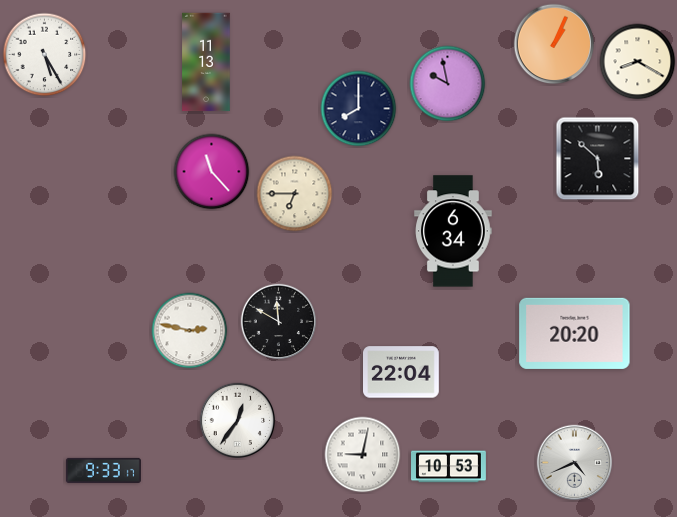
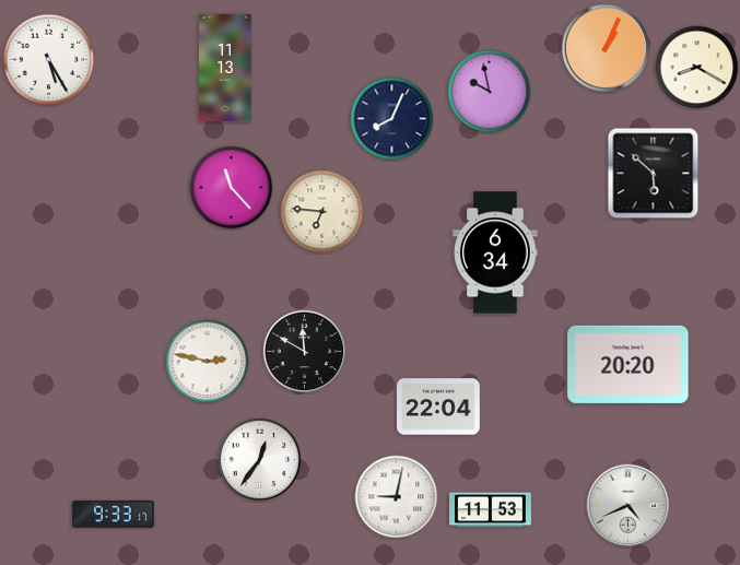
clock at (359, 109): 8:00 -> 8:04
clock at (295, 194): 6:45 -> 6:46
clock at (449, 467): 10:53 -> 11:53
